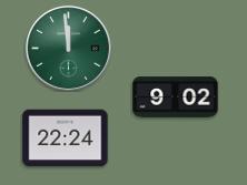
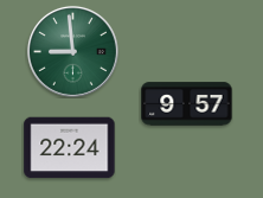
clock at (68, 48): 11:59 -> 8:59
clock at (176, 97): 9:02 -> 9:57
